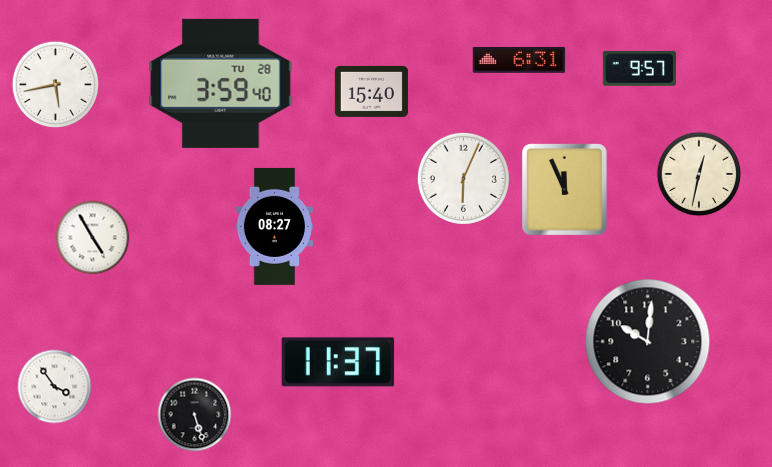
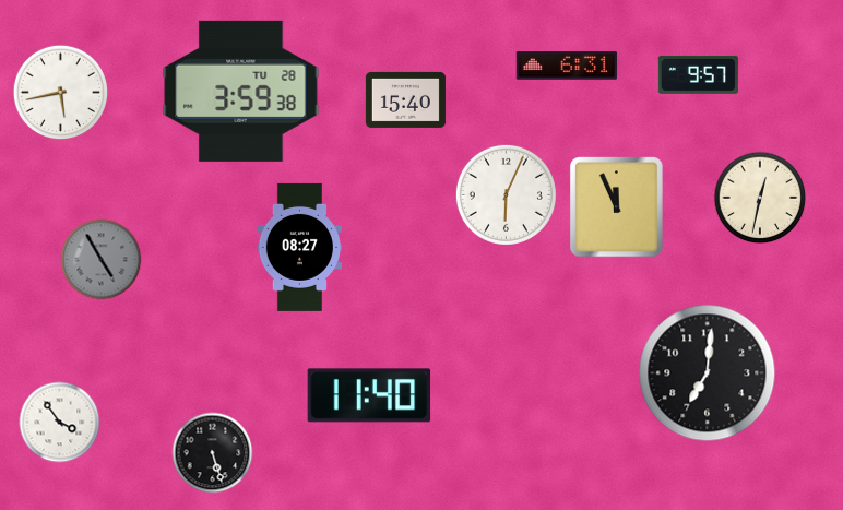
clock at (221, 83): 3:59:40 -> 3:59:38
clock at (699, 174) position: (699, 174) -> (760, 198)
clock at (93, 238) dial: white -> grey
clock at (648, 342): 10:01 -> 7:01
clock at (338, 362): 11:37 -> 11:40
